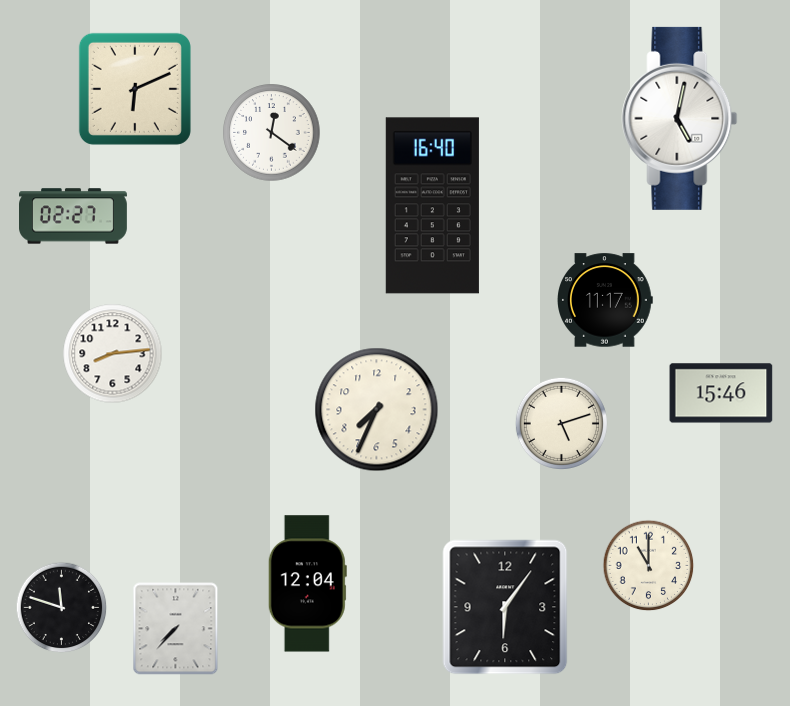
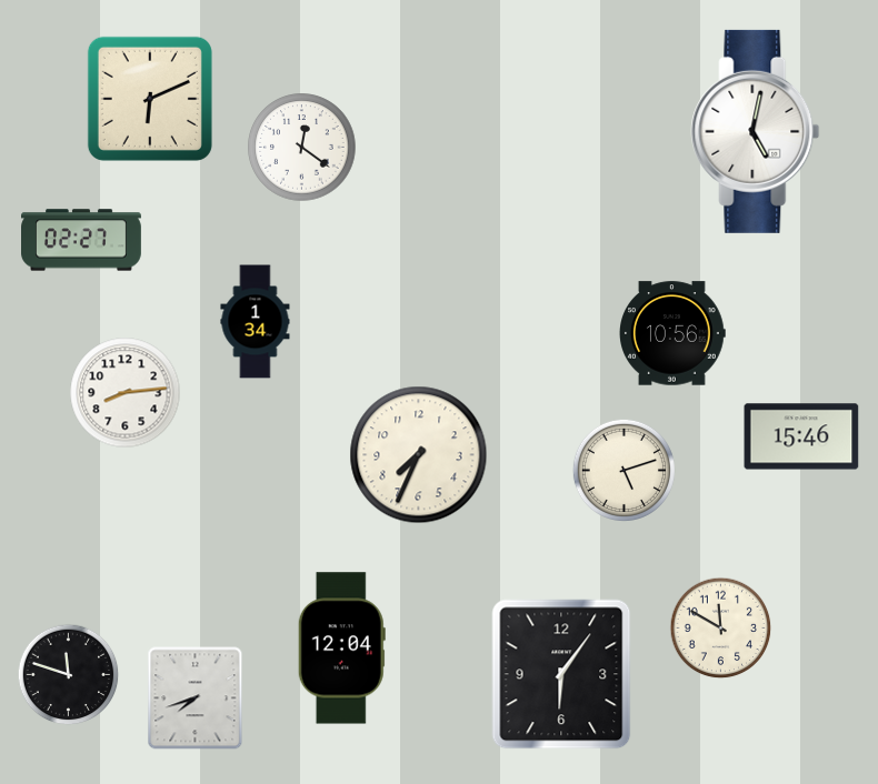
clock at (432, 206): 16:40 -> none
clock at (256, 322): none -> 1:34
clock at (606, 300): 11:17 -> 10:56
clock at (649, 566): 11:00 -> 11:50
clock at (176, 629): 7:37 -> 7:42
